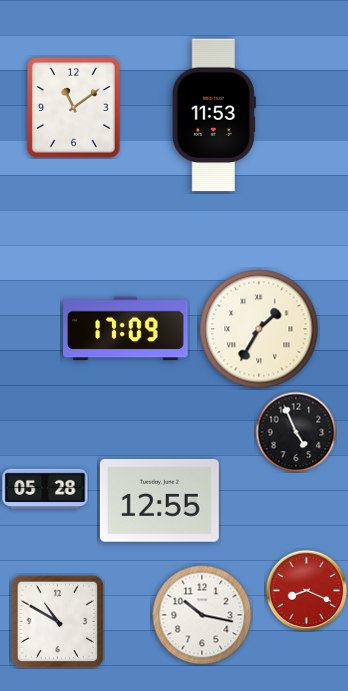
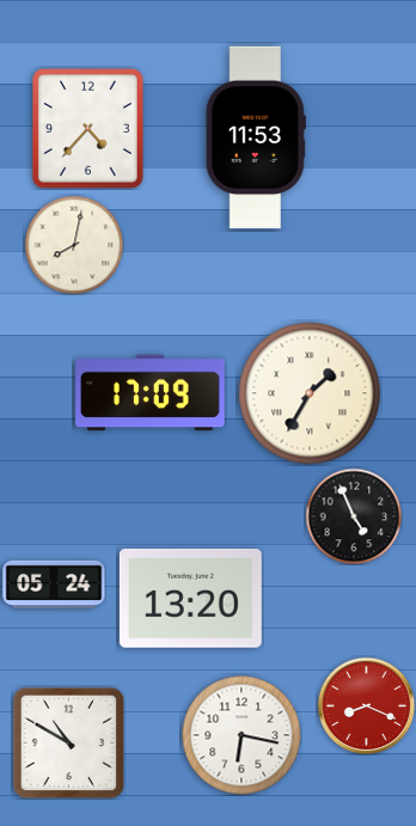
clock at (74, 108): 11:09 -> 4:37
clock at (74, 245): none -> 8:02
clock at (45, 489): 05:28 -> 05:24
clock at (159, 501): 12:55 -> 13:20
clock at (202, 615): 10:17 -> 6:17
